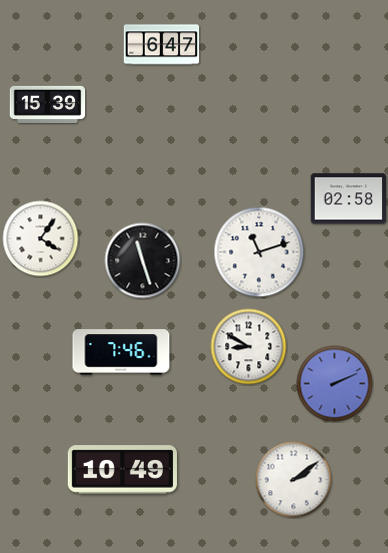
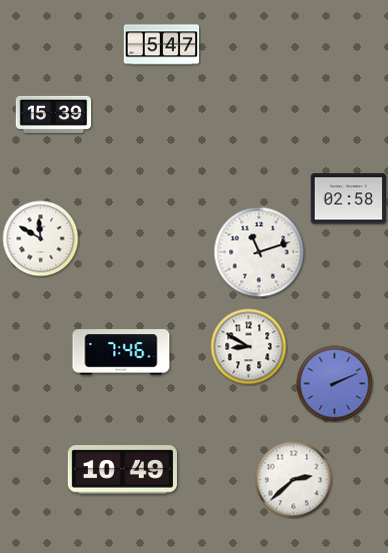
clock at (162, 45): 6:47 -> 5:47
clock at (48, 104) position: (48, 104) -> (54, 114)
clock at (41, 239): 4:06 -> 11:50
clock at (143, 261): 11:27 -> none
clock at (294, 480): 2:09 -> 2:38
